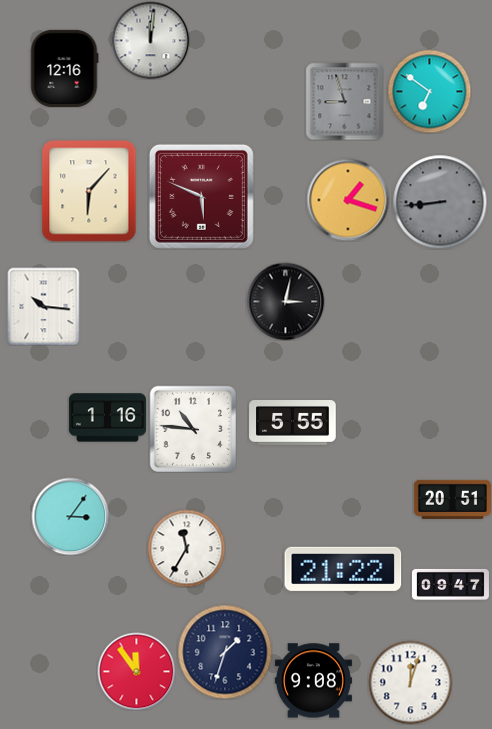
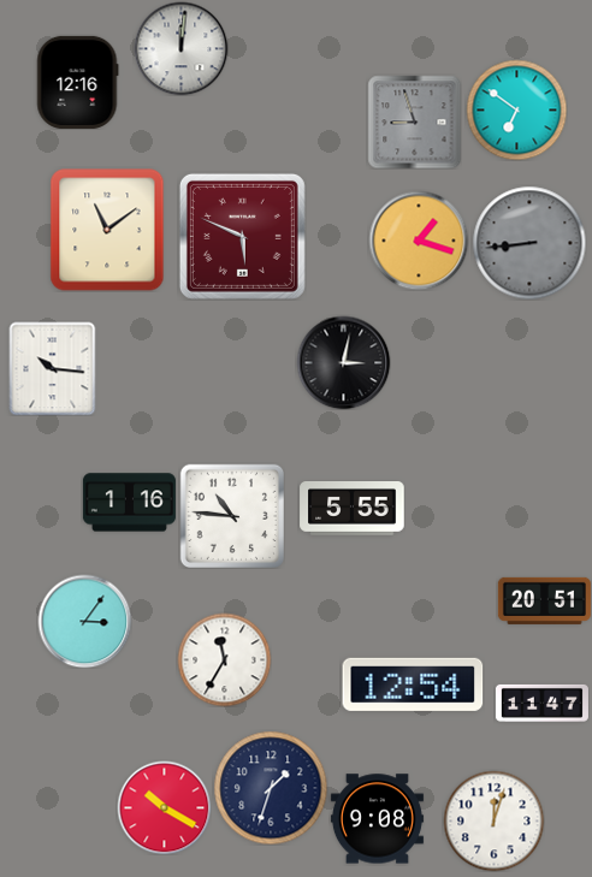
clock at (89, 191): 6:07 -> 11:09
clock at (343, 569): 21:22 -> 12:54
clock at (450, 584): 09:47 -> 11:47
clock at (225, 652) position: (225, 652) -> (271, 788)
clock at (136, 671): 11:54 -> 10:20
